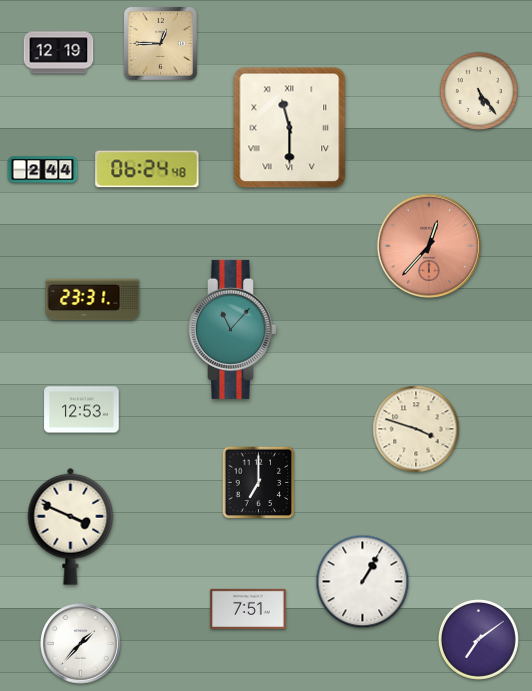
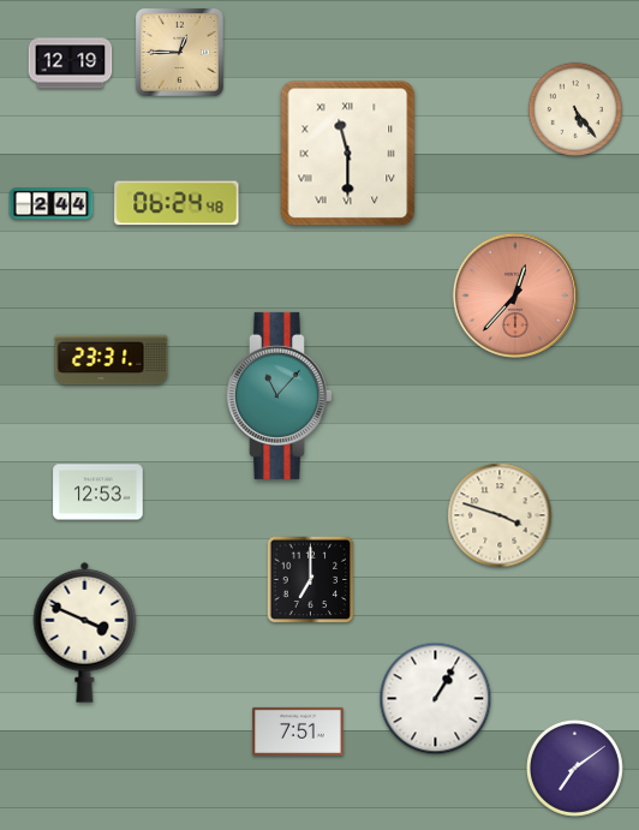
clock at (160, 43) position: (160, 43) -> (179, 52)
clock at (81, 644): 1:37 -> none
